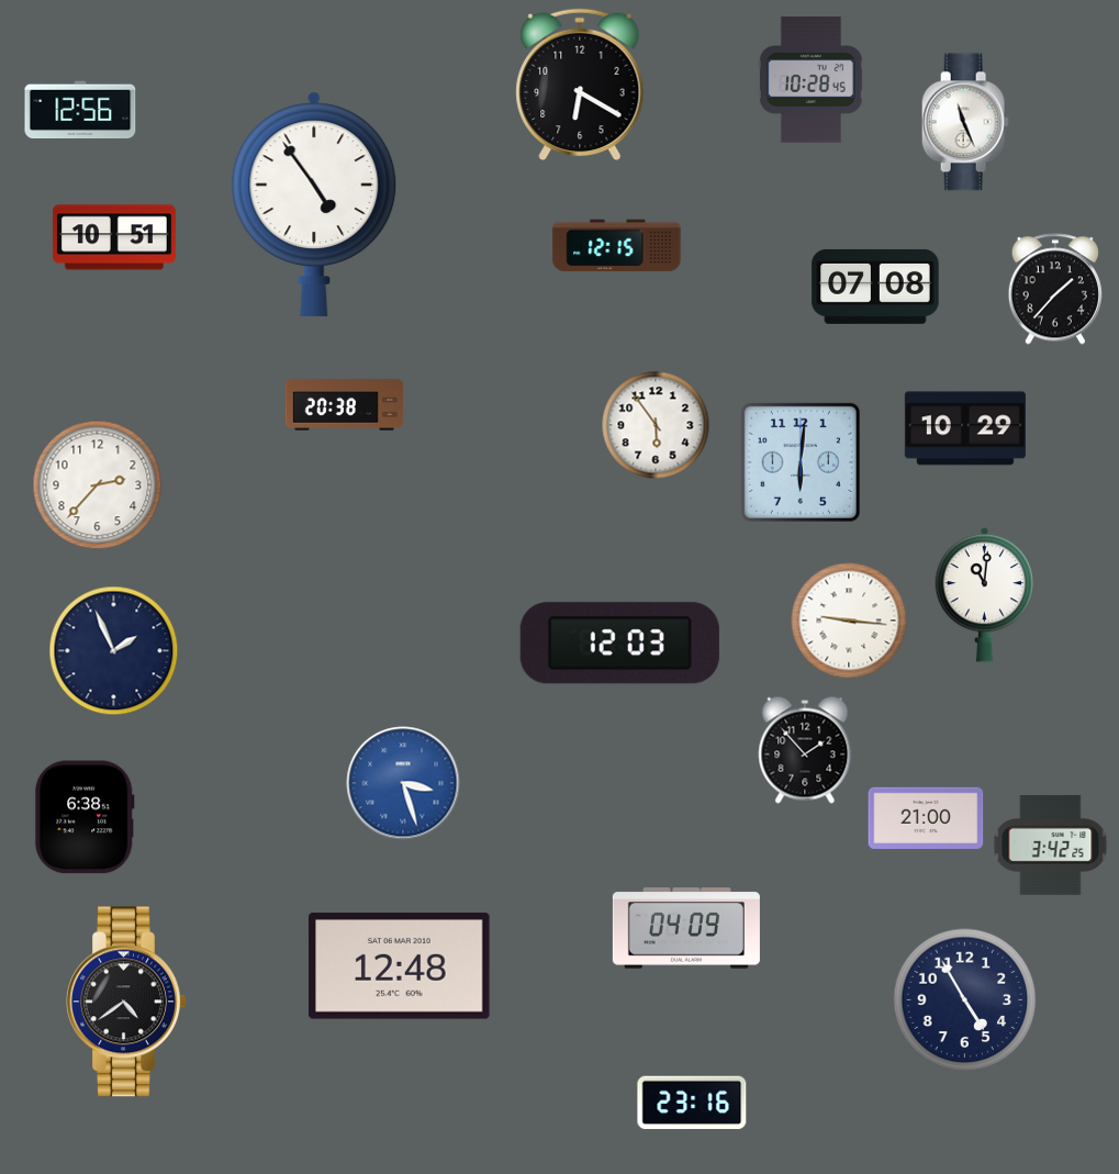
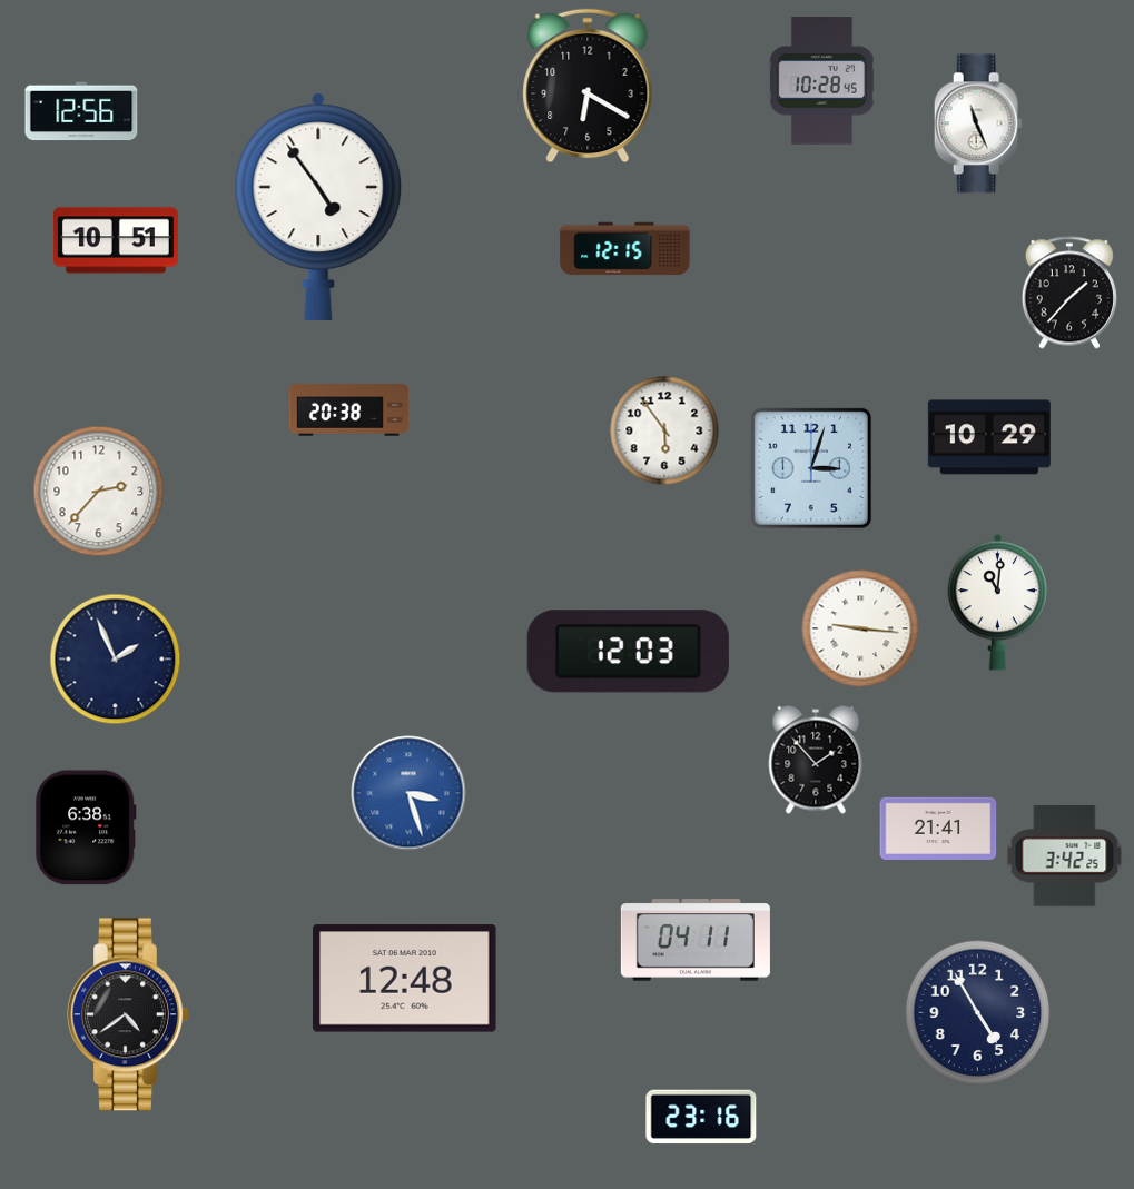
clock at (875, 287): 07:08 -> none
clock at (965, 428) position: (965, 428) -> (989, 437)
clock at (801, 462): 6:01 -> 3:03
clock at (926, 817): 21:00 -> 21:41
clock at (686, 928): 04:09 -> 04:11
